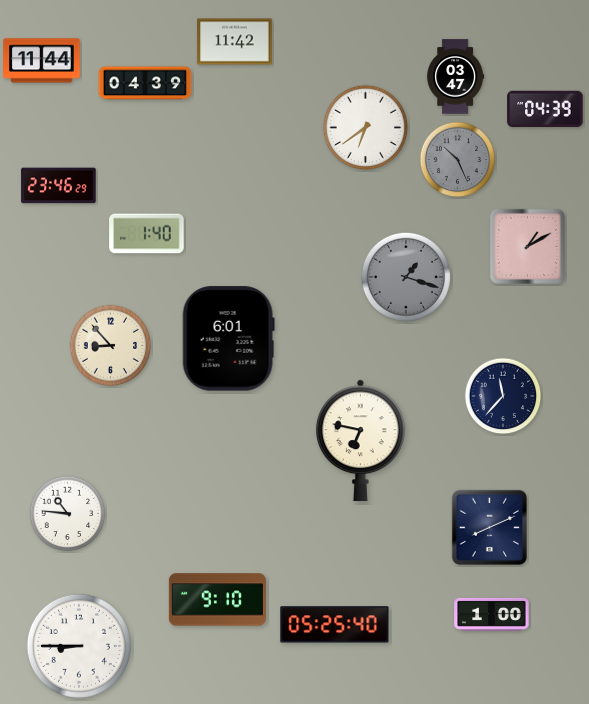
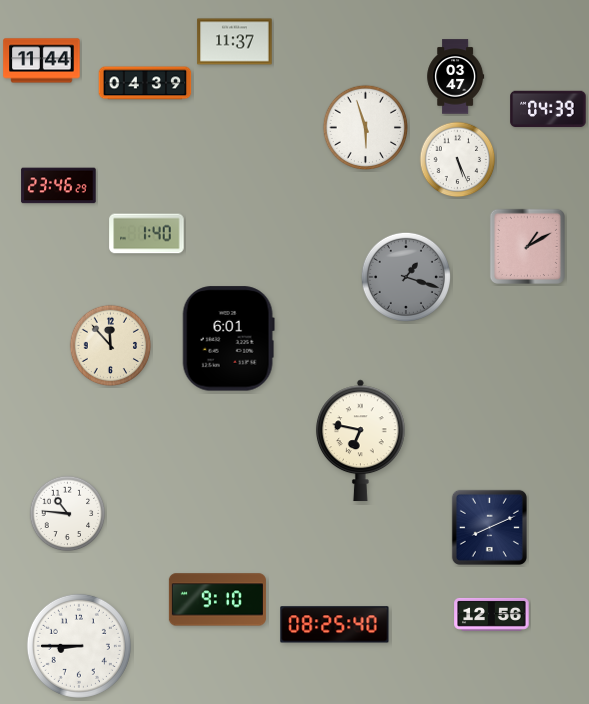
clock at (235, 42): 11:42 -> 11:37
clock at (545, 109) position: (545, 109) -> (548, 109)
clock at (366, 128): 6:39 -> 5:57
clock at (458, 160): 10:26 -> 5:26
clock at (458, 160) dial: grey -> white
clock at (111, 346): 8:53 -> 11:53
clock at (503, 396): 11:37 -> none
clock at (492, 614): 1:00 -> 12:56
clock at (335, 625): 05:25 -> 08:25
